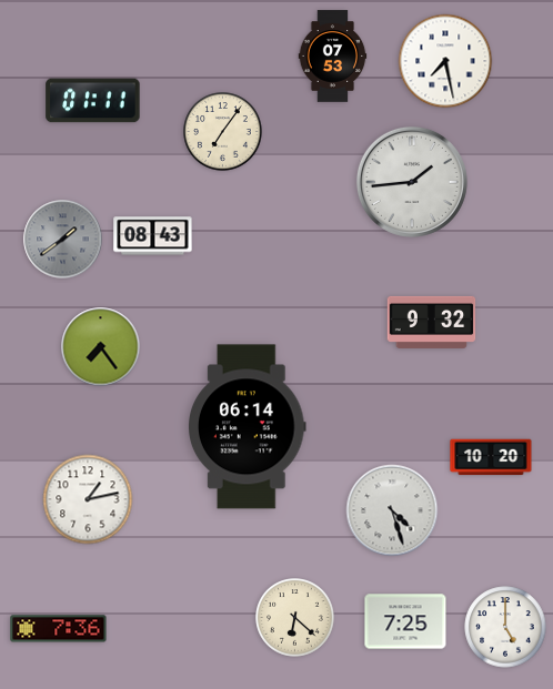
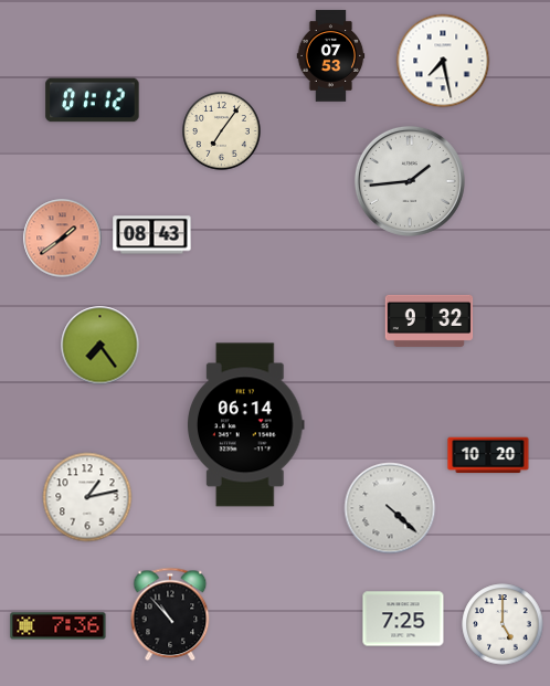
clock at (93, 101): 01:11 -> 01:12
clock at (63, 240) dial: grey -> salmon
clock at (392, 510): 4:27 -> 4:22
clock at (170, 614): none -> 10:53
clock at (295, 618): 6:22 -> none
